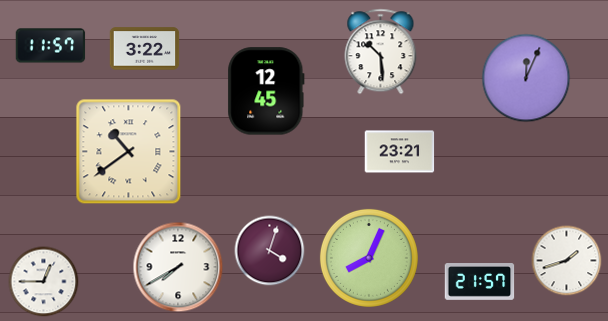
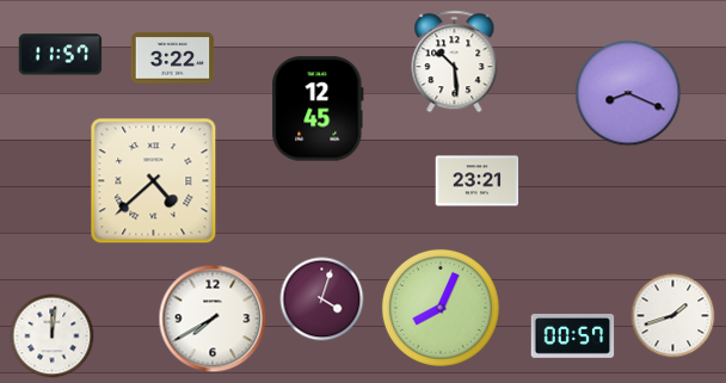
clock at (526, 78): 12:04 -> 8:19
clock at (129, 152): 10:39 -> 4:38
clock at (567, 261) position: (567, 261) -> (673, 316)
clock at (44, 282): 12:45 -> 12:01
clock at (480, 282): 21:57 -> 00:57
